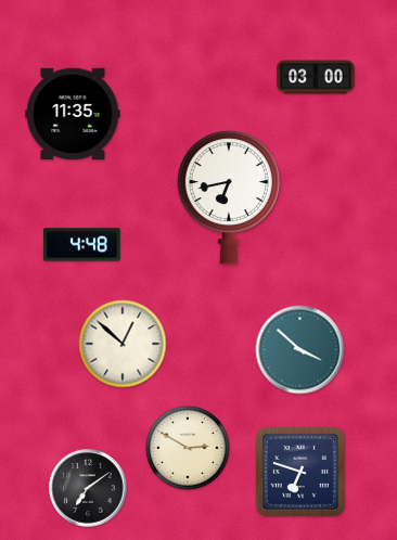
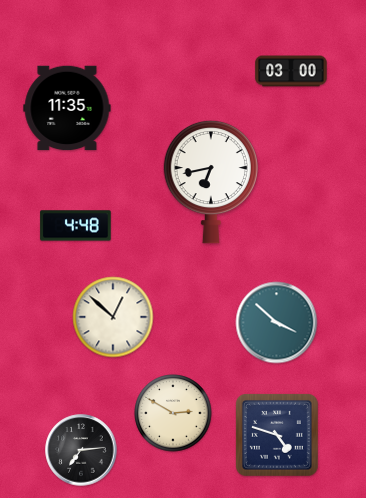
clock at (73, 114) position: (73, 114) -> (67, 108)
clock at (300, 472): 6:48 -> 4:48
clock at (88, 488): 7:09 -> 7:14
